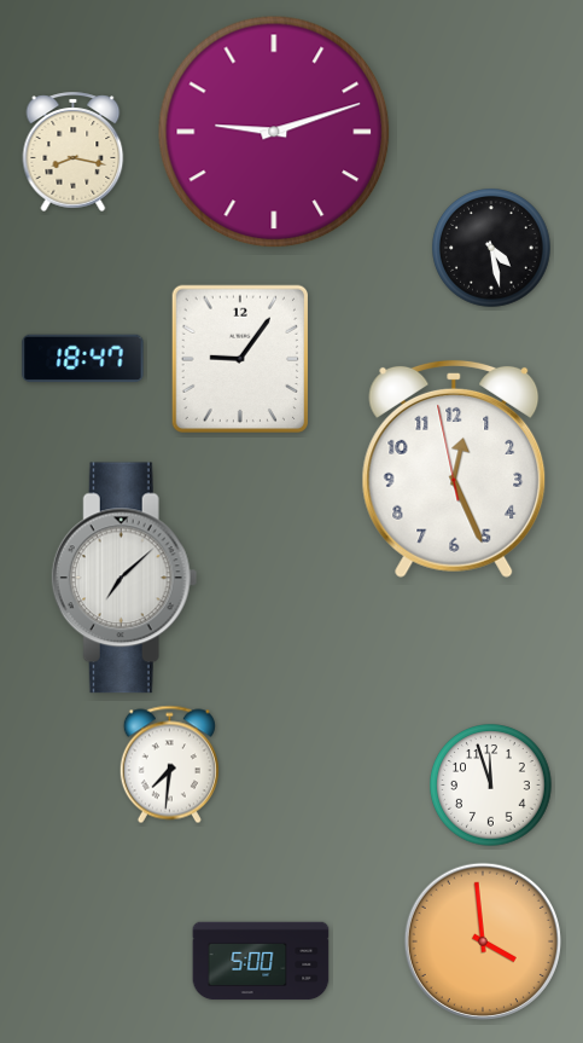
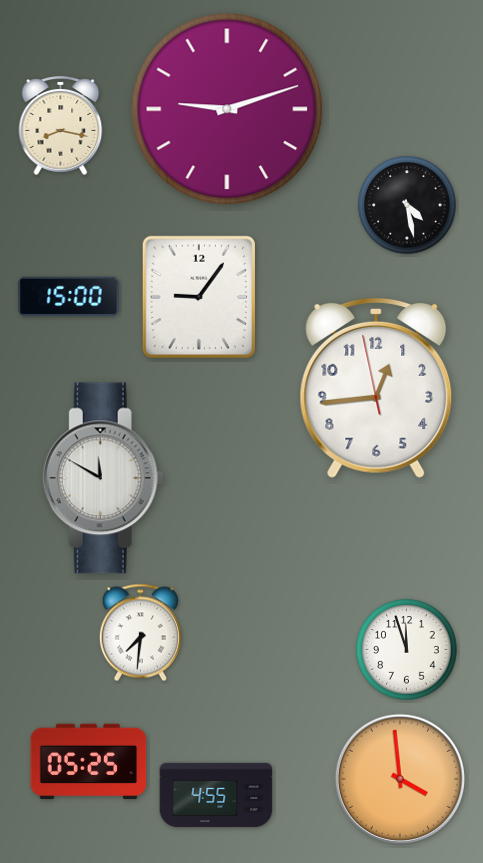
clock at (83, 359): 18:47 -> 15:00
clock at (454, 469): 12:25 -> 12:43
clock at (124, 578): 7:08 -> 11:50
clock at (89, 762): none -> 05:25
clock at (261, 961): 5:00 -> 4:55
